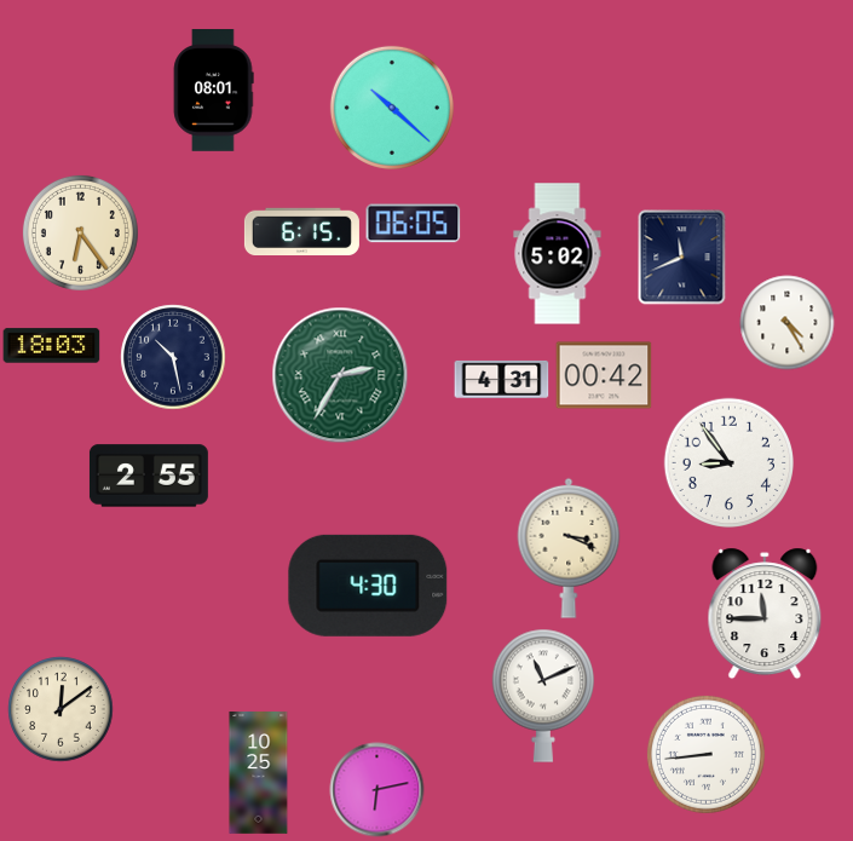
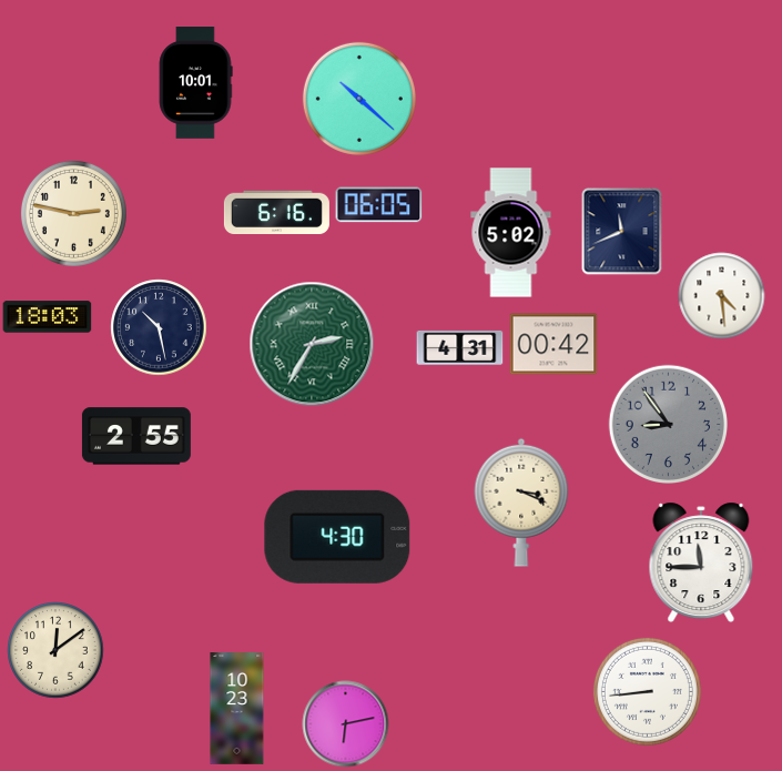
clock at (213, 91): 08:01 -> 10:01
clock at (80, 232): 6:24 -> 2:47
clock at (301, 232): 6:15 -> 6:16
clock at (682, 257) position: (682, 257) -> (622, 231)
clock at (786, 322): 4:25 -> 4:29
clock at (728, 462) dial: white -> grey
clock at (543, 696): 11:11 -> none
clock at (259, 773): 10:25 -> 10:23
